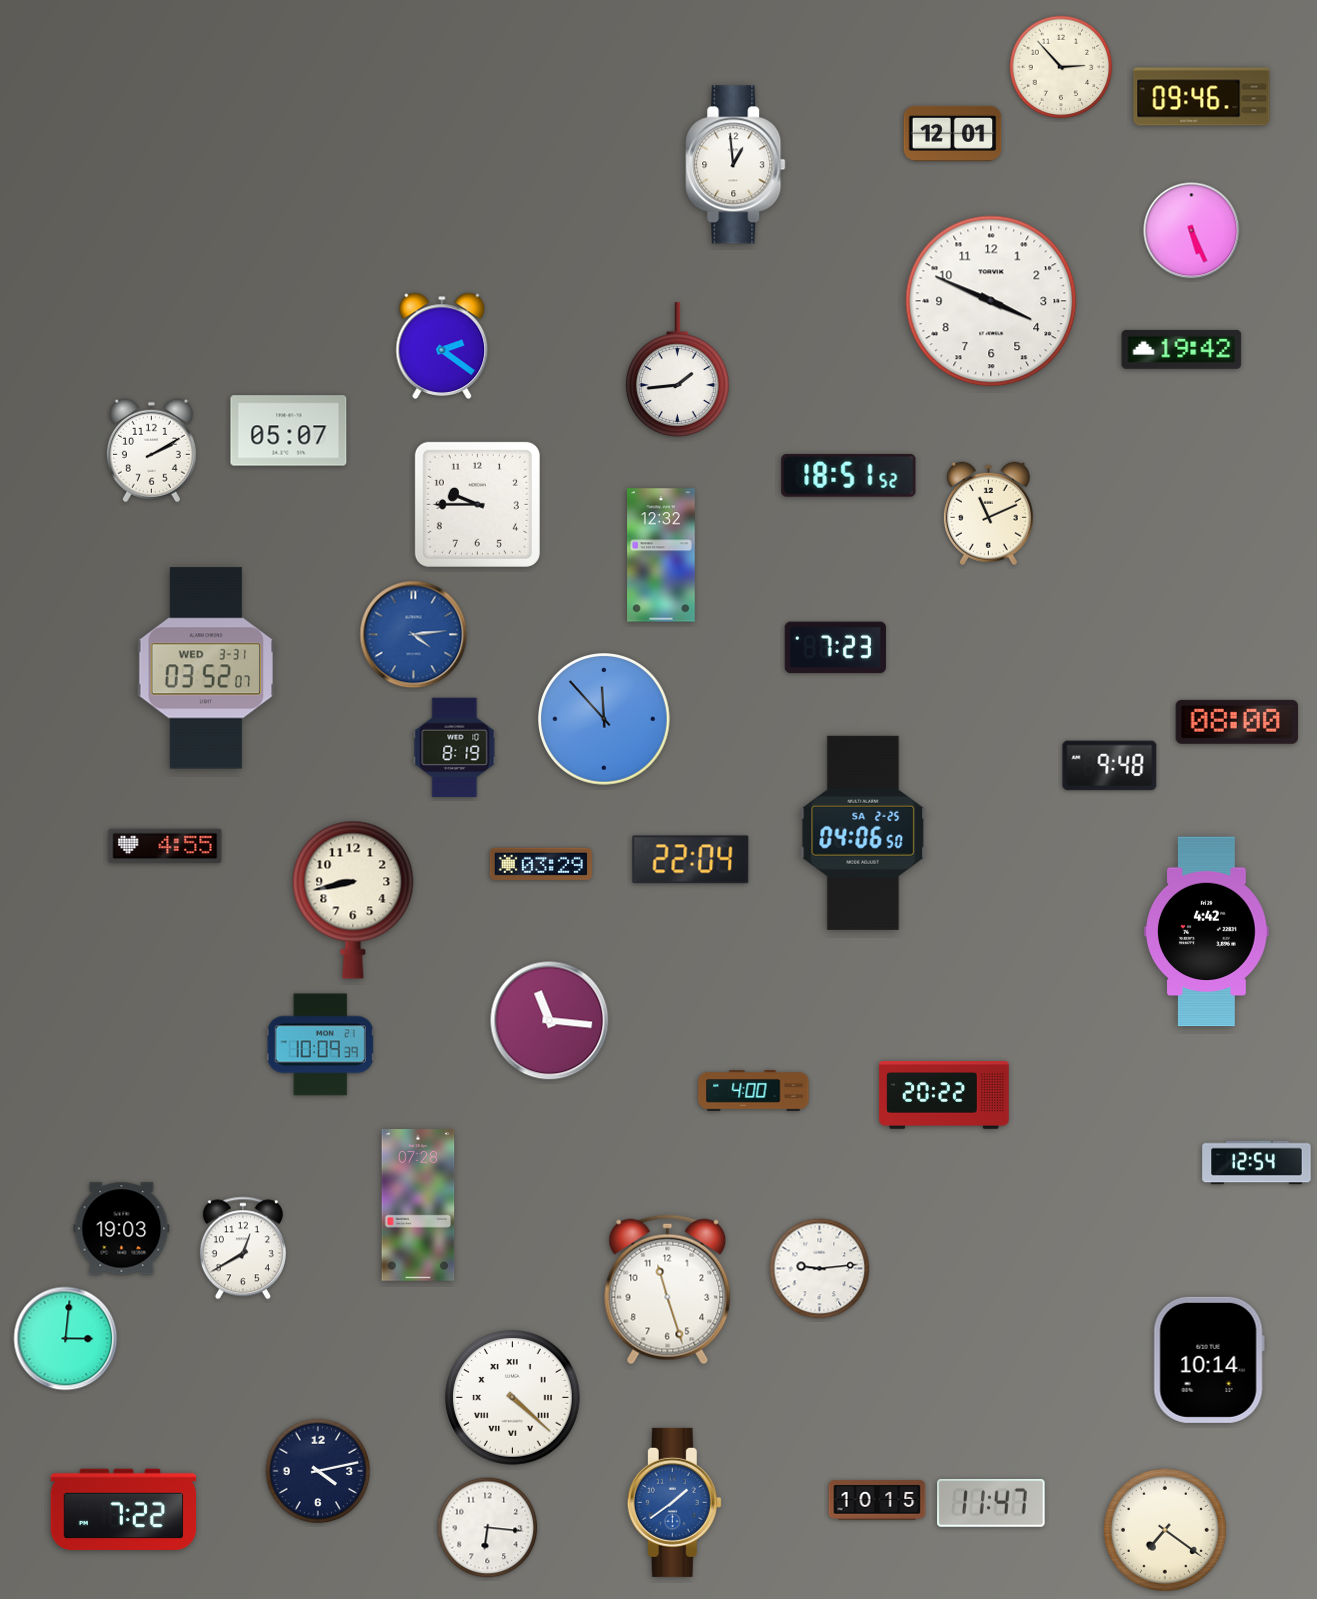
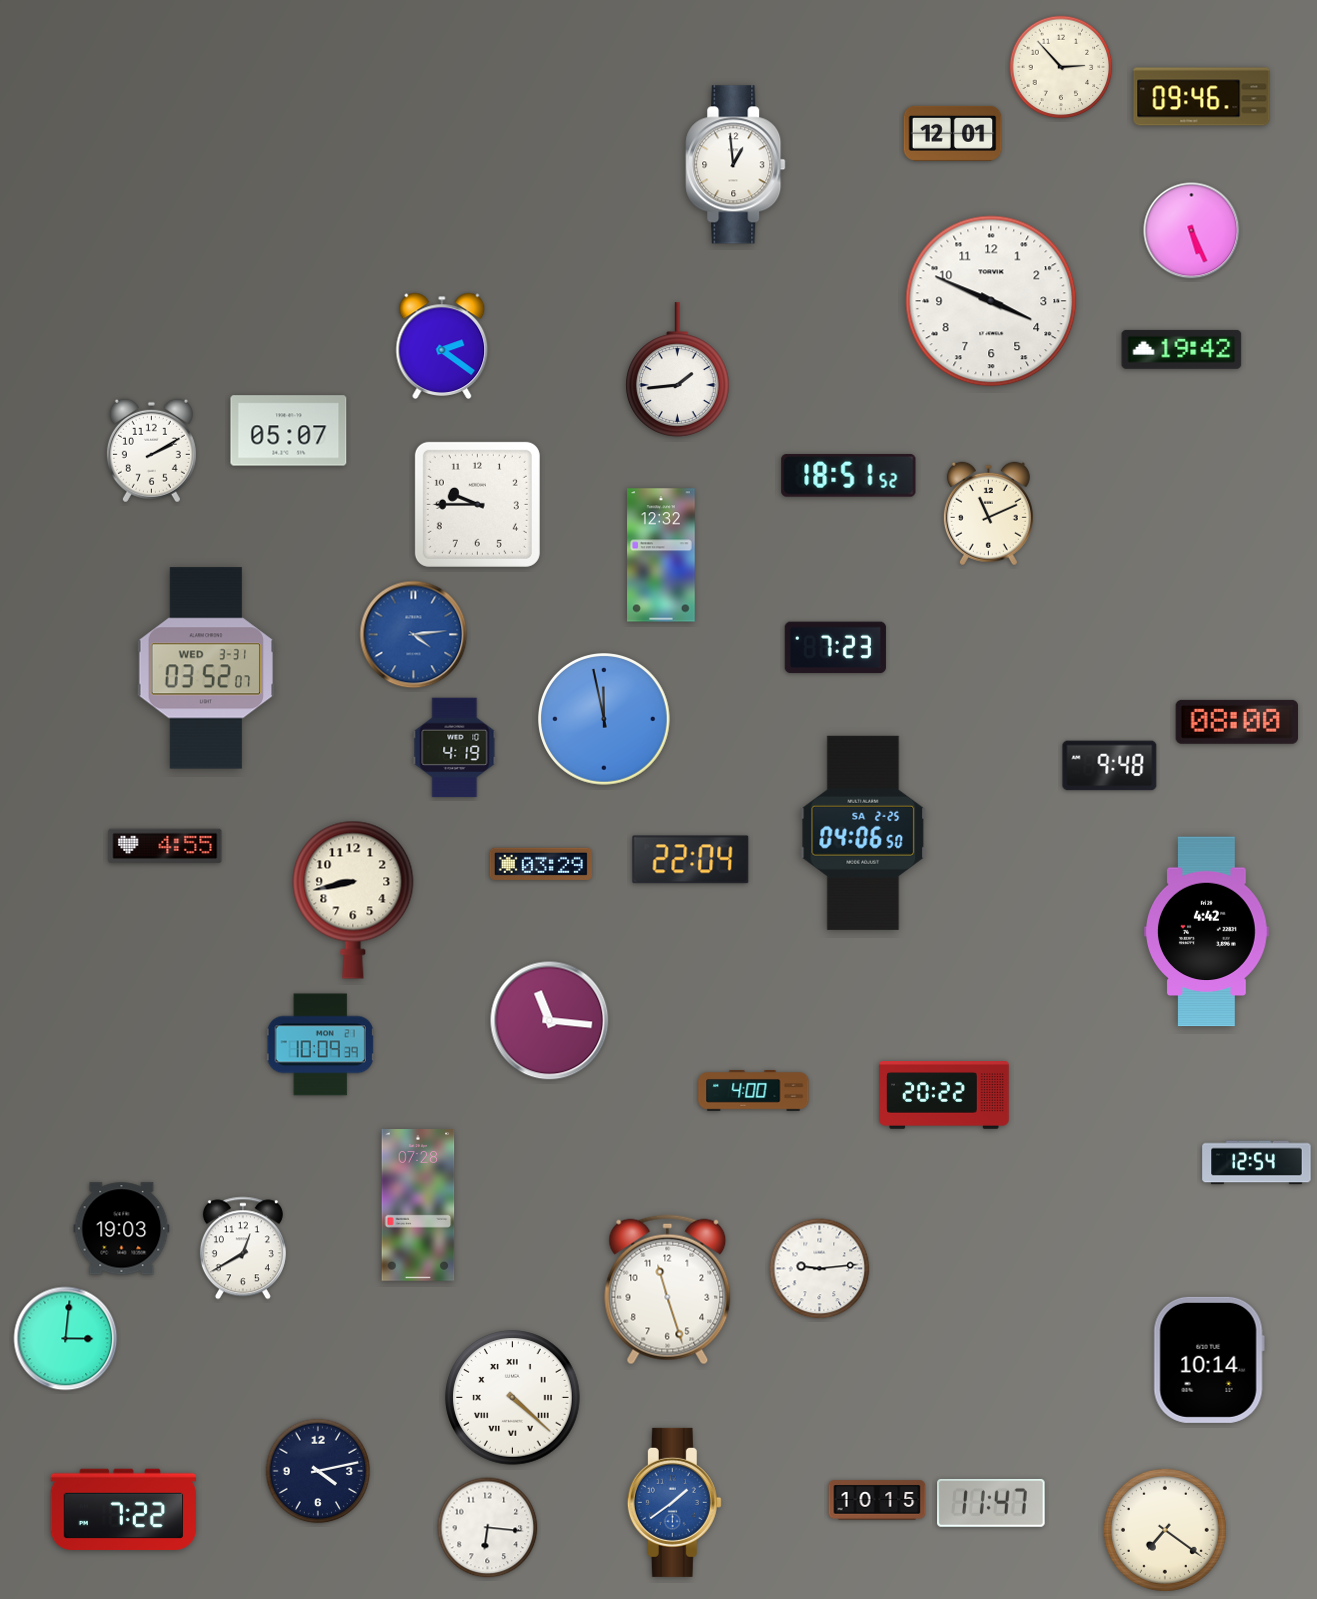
clock at (605, 720): 11:53 -> 11:58
clock at (455, 748): 8:19 -> 4:19
